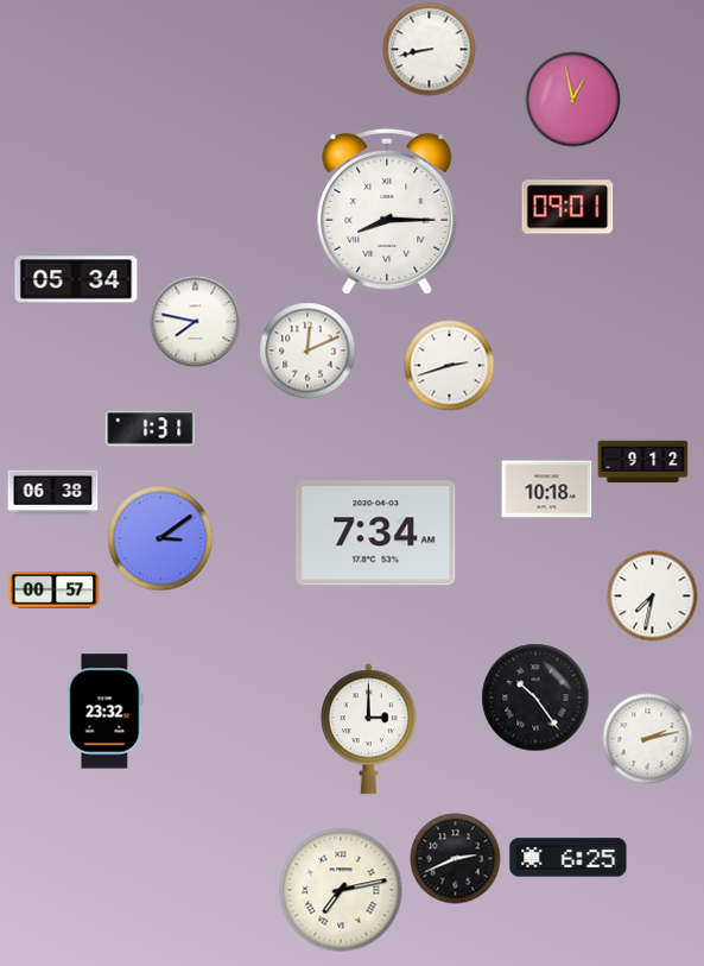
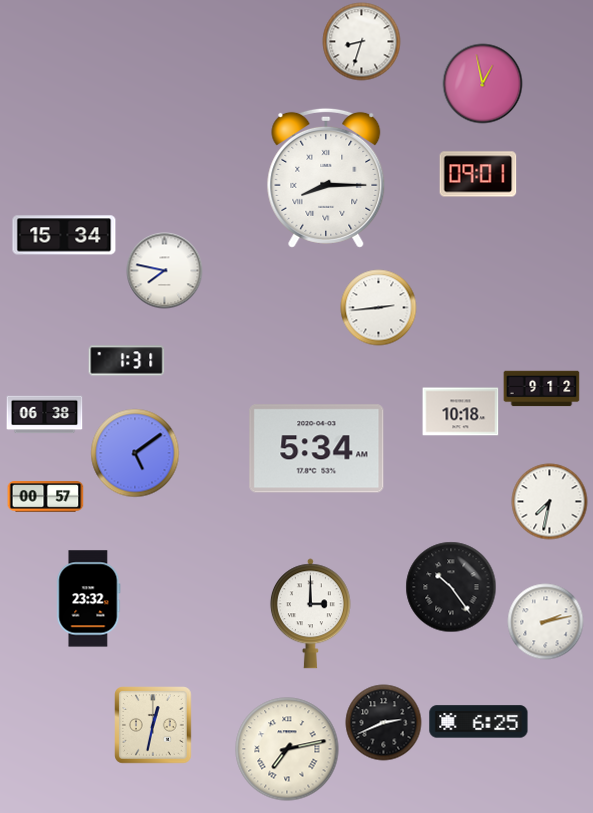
clock at (430, 50): 8:43 -> 8:33
clock at (76, 279): 05:34 -> 15:34
clock at (307, 351): 12:11 -> none
clock at (450, 366): 2:42 -> 2:44
clock at (376, 533): 7:34 -> 5:34
clock at (160, 538): 3:09 -> 5:09
clock at (153, 725): none -> 12:32
